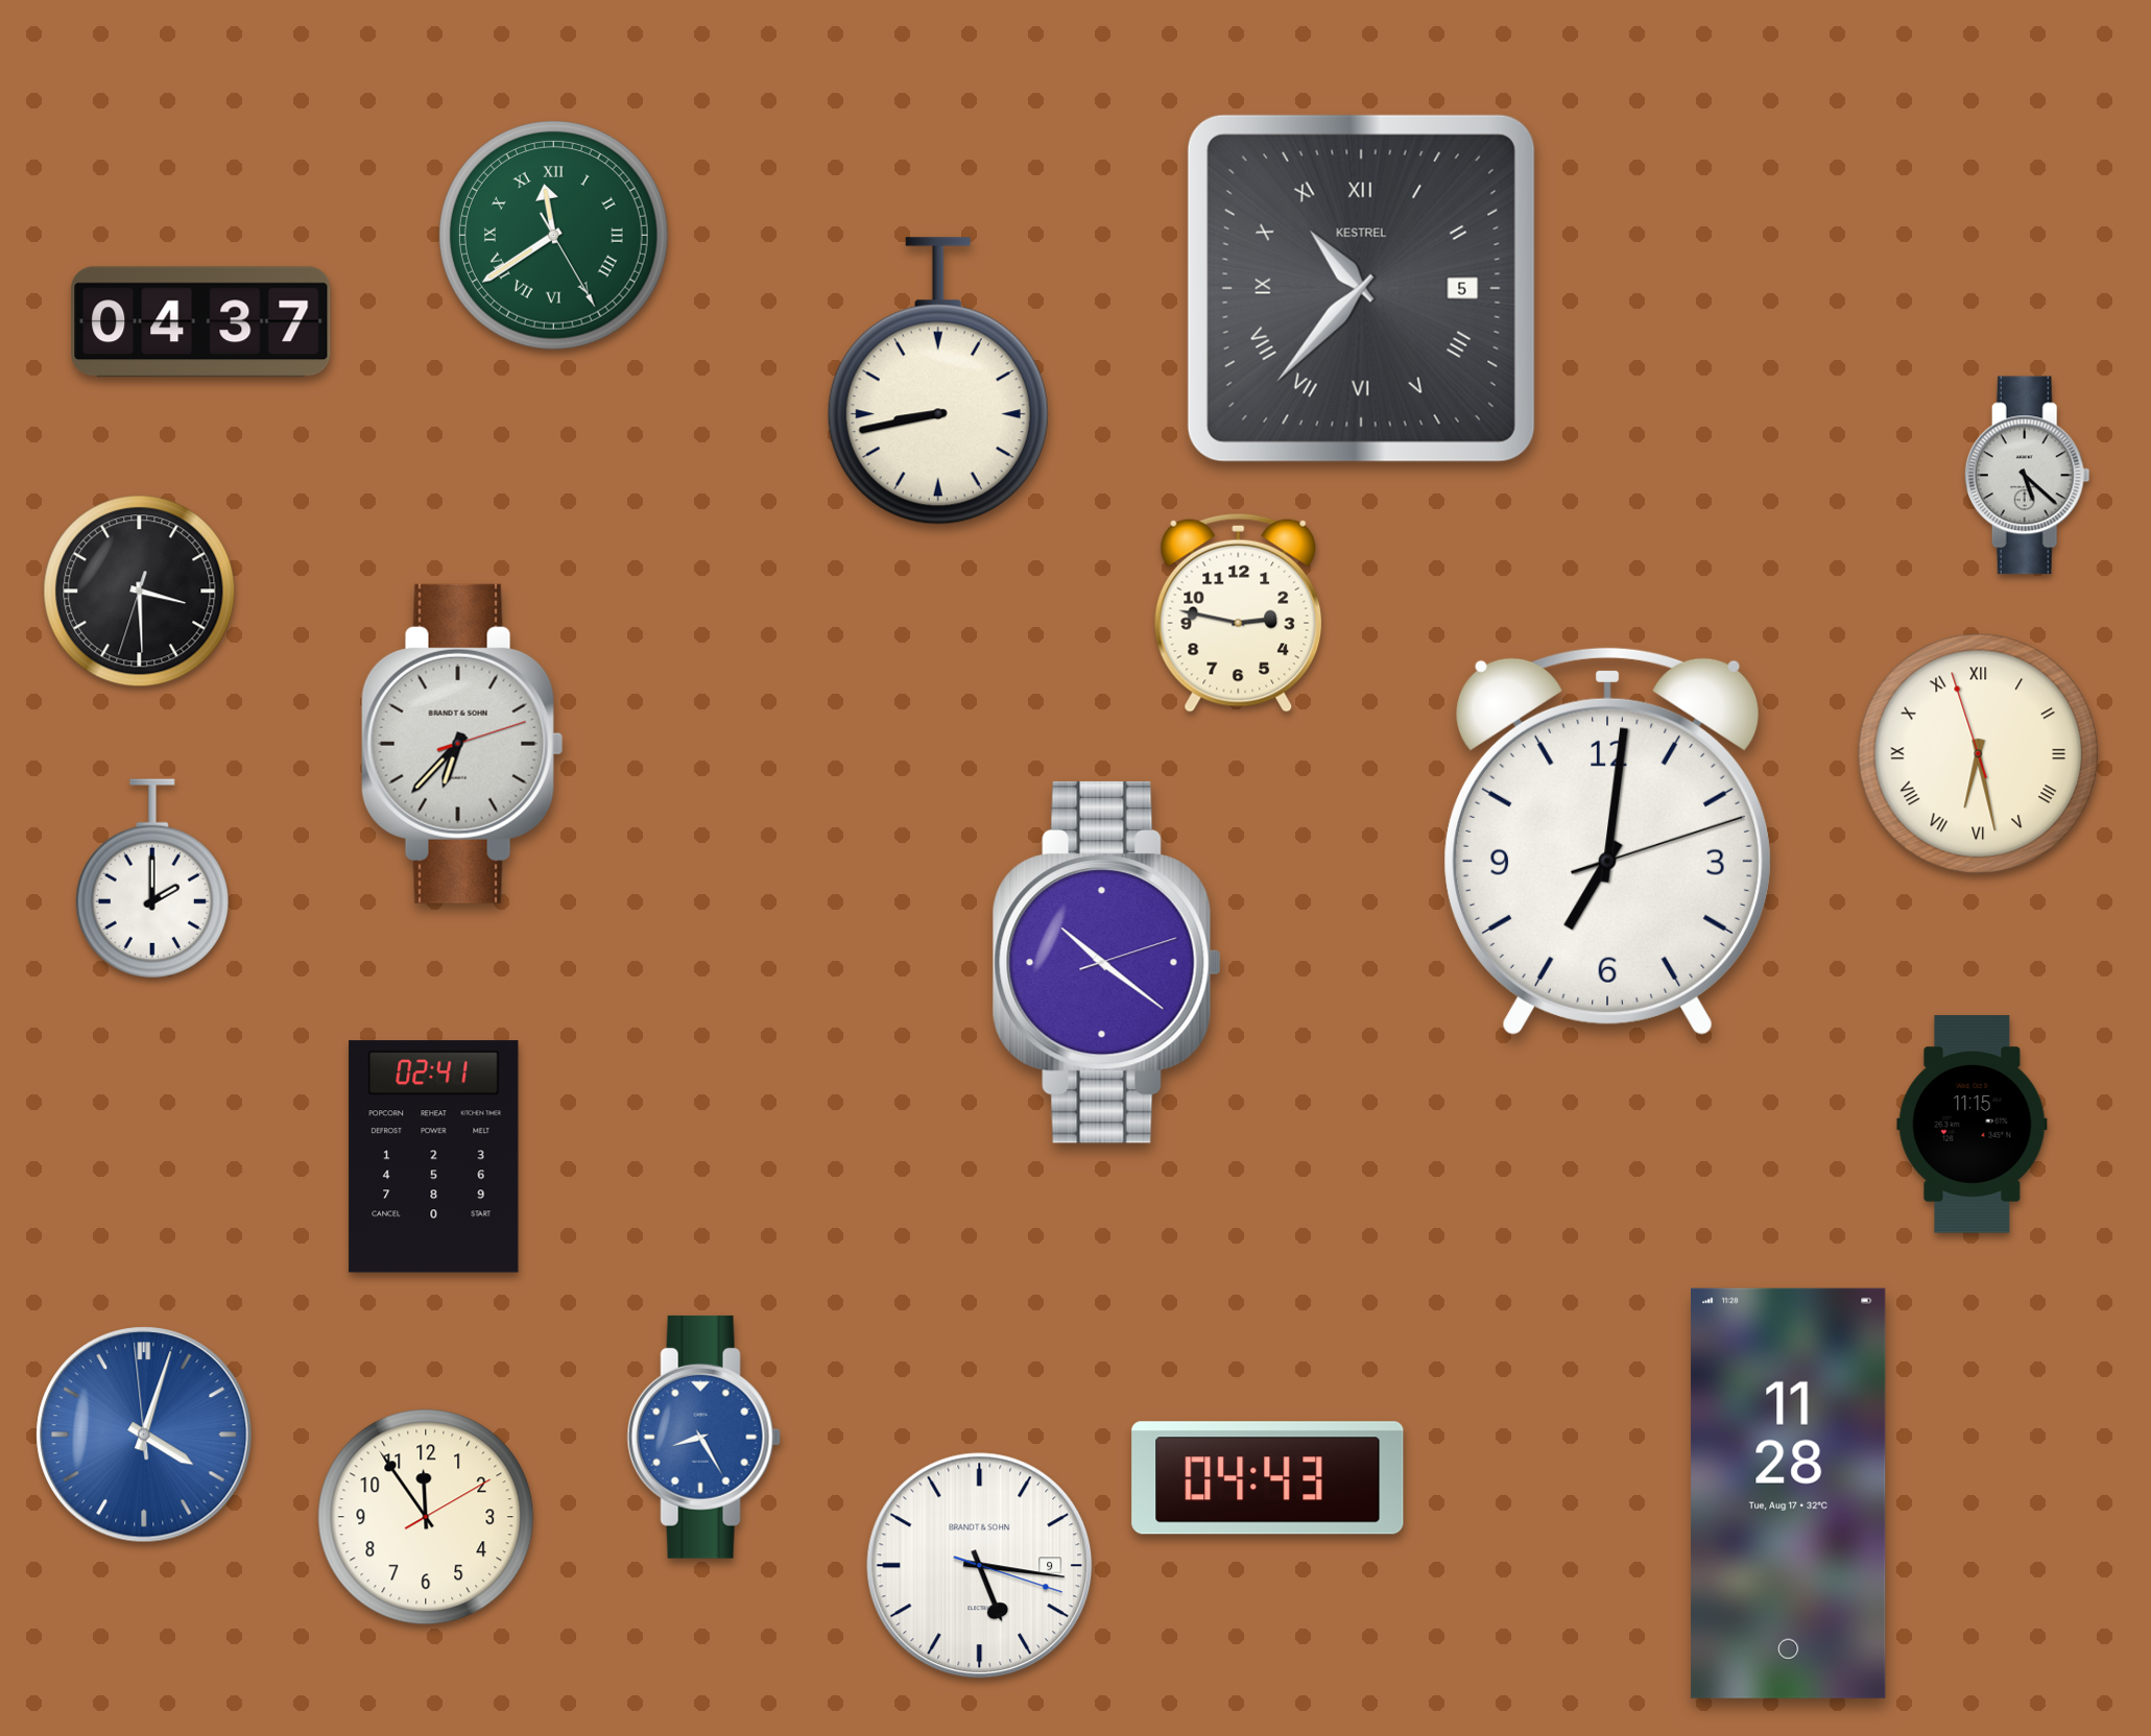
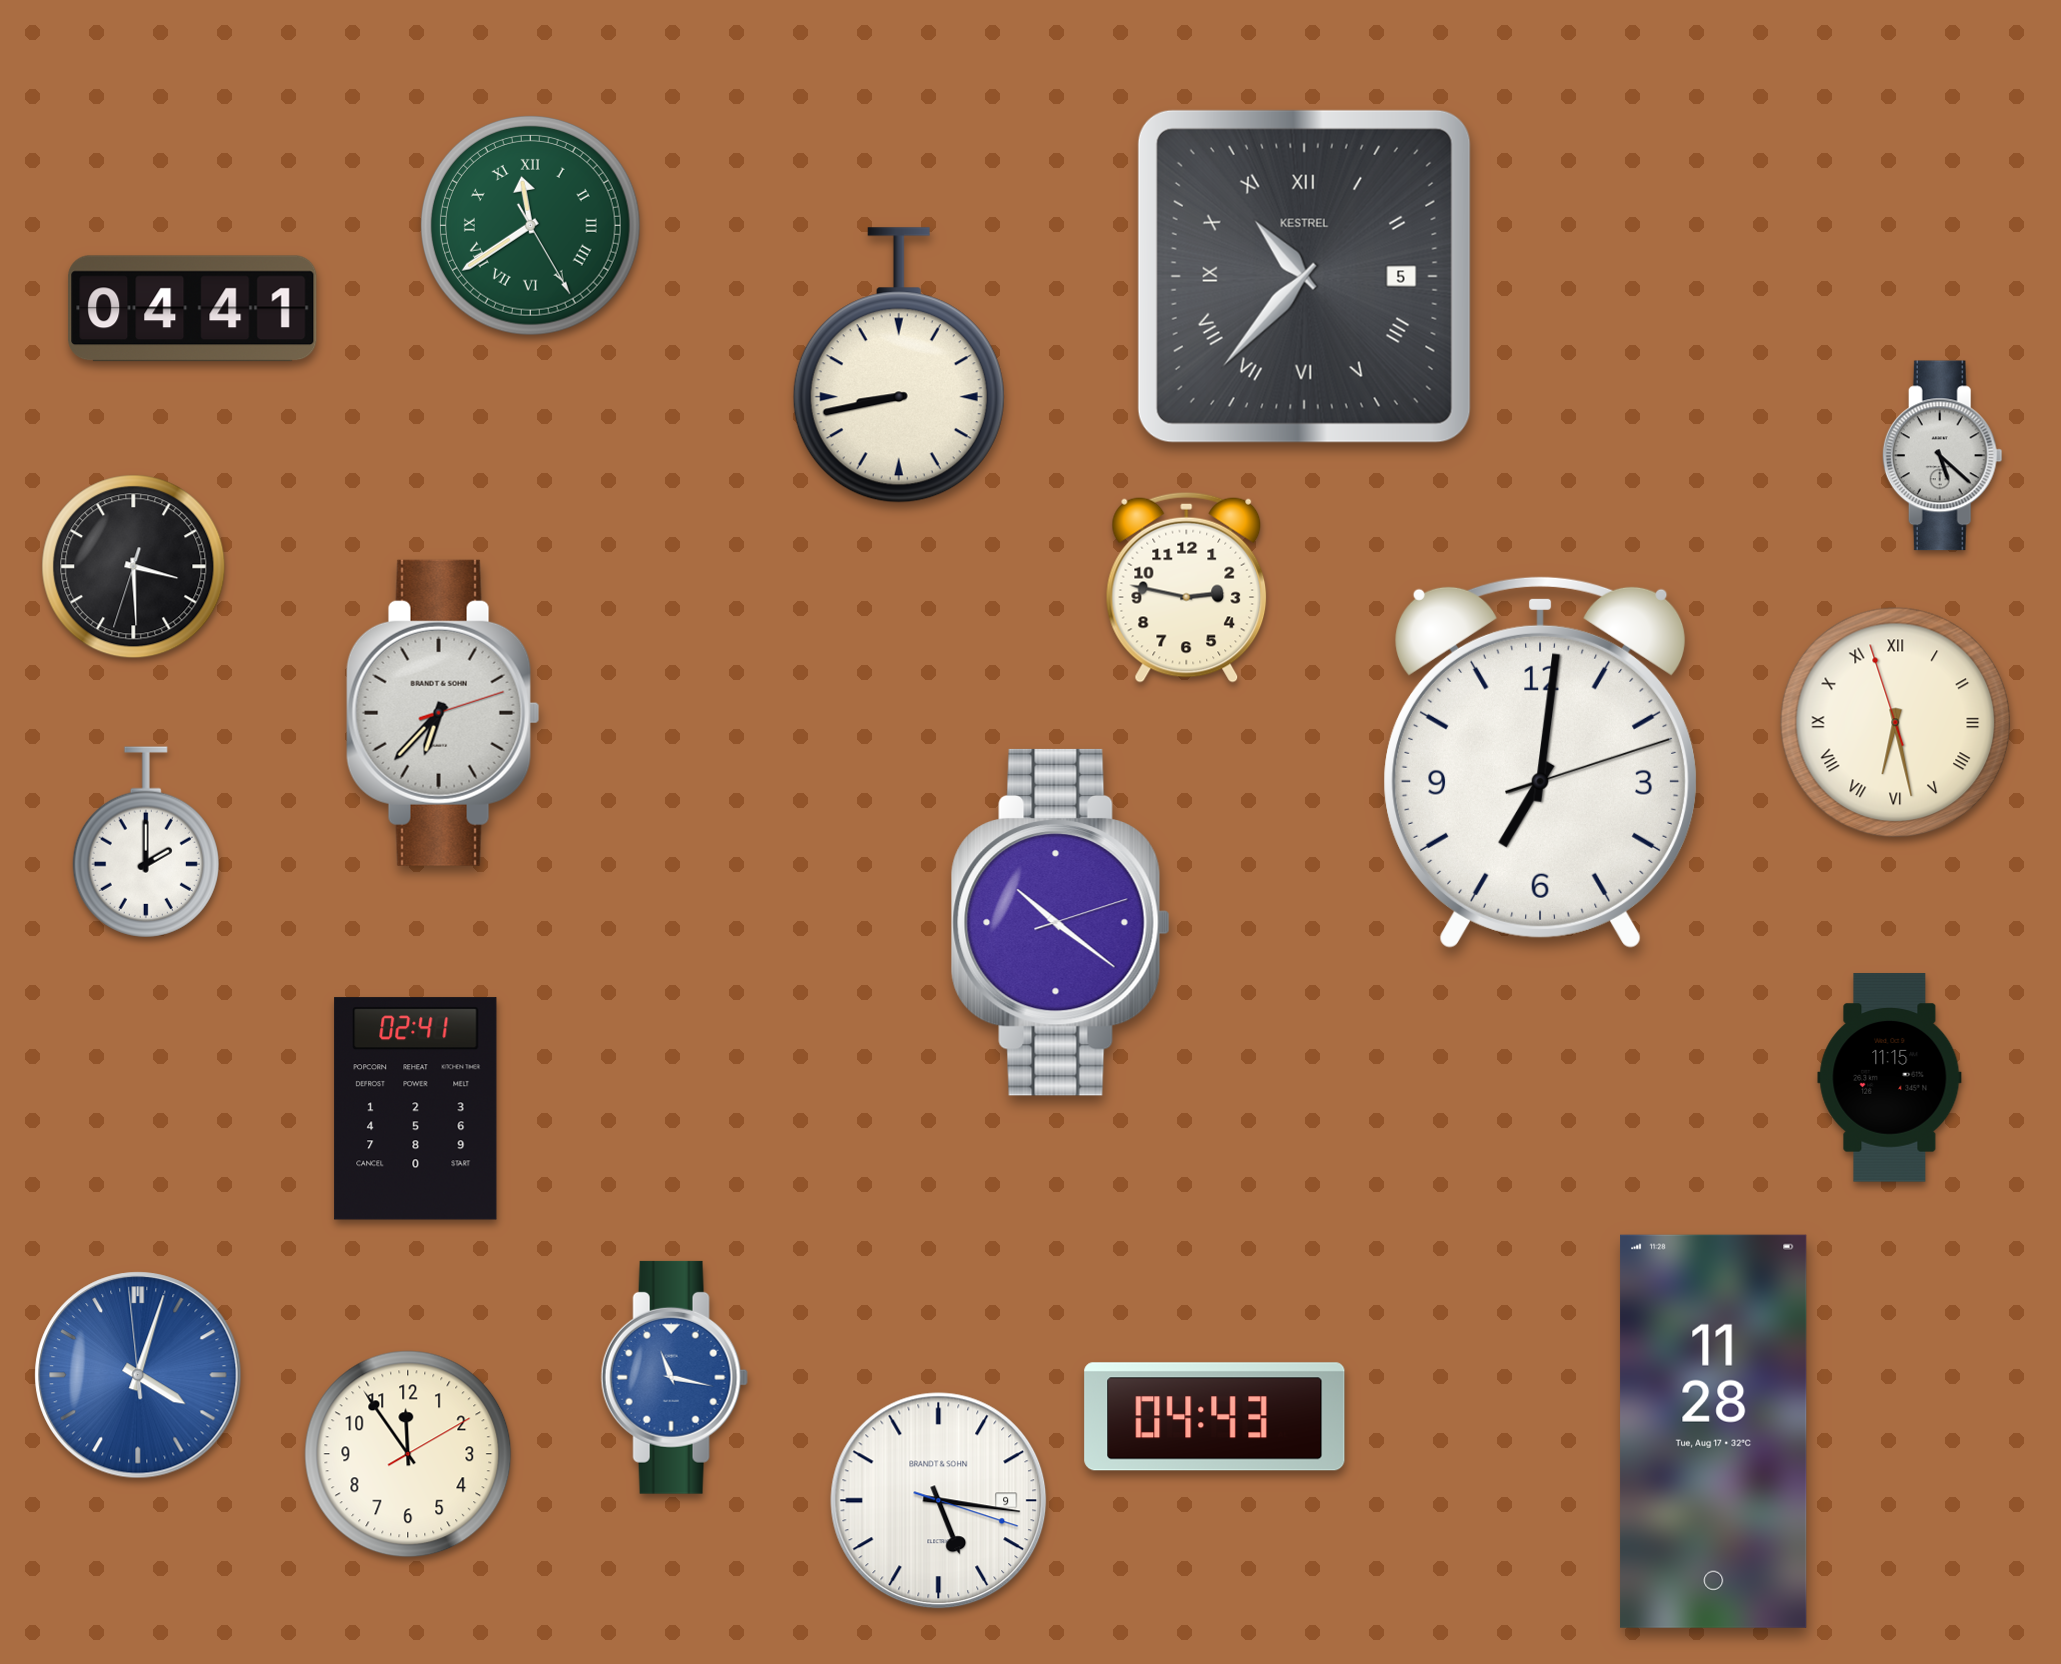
clock at (201, 322): 04:37 -> 04:41
clock at (1608, 841) position: (1608, 841) -> (1541, 762)
clock at (703, 1437): 8:25 -> 11:17
